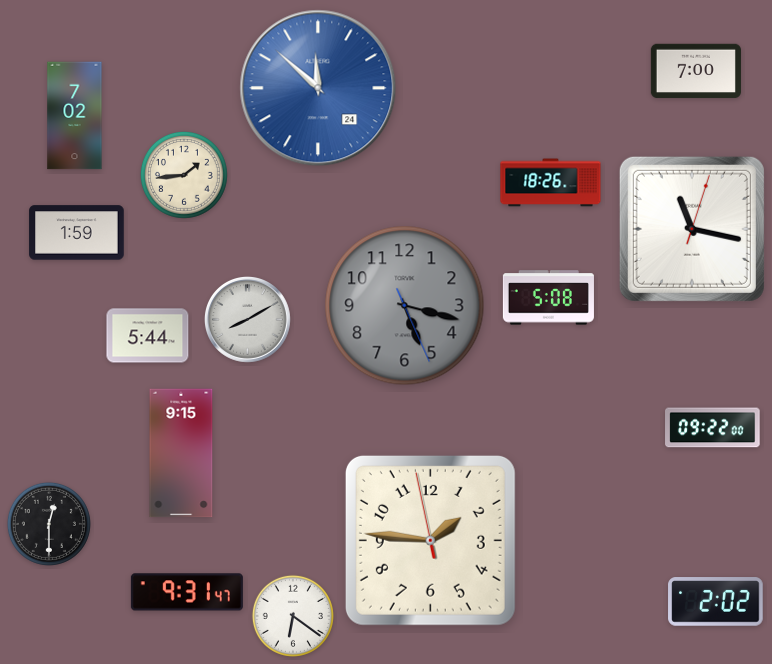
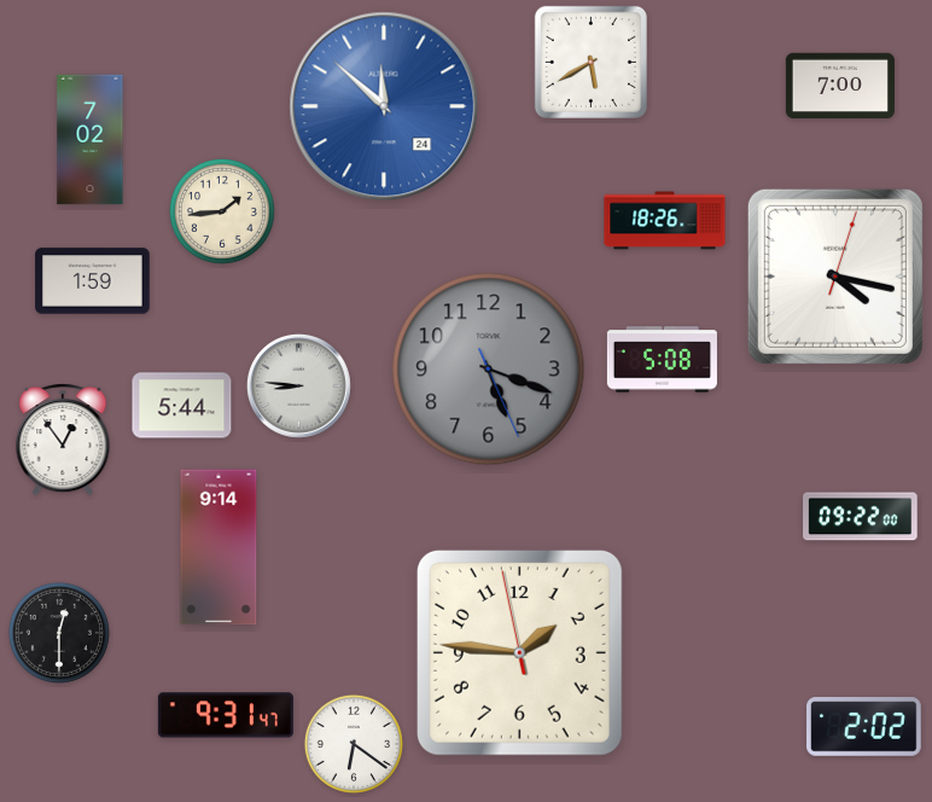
clock at (590, 62): none -> 5:40
clock at (692, 229): 11:17 -> 4:17
clock at (405, 306): 5:17 -> 5:18
clock at (247, 319): 8:10 -> 8:46
clock at (148, 336) position: (148, 336) -> (182, 406)
clock at (63, 440): none -> 12:54
clock at (181, 453): 9:15 -> 9:14
